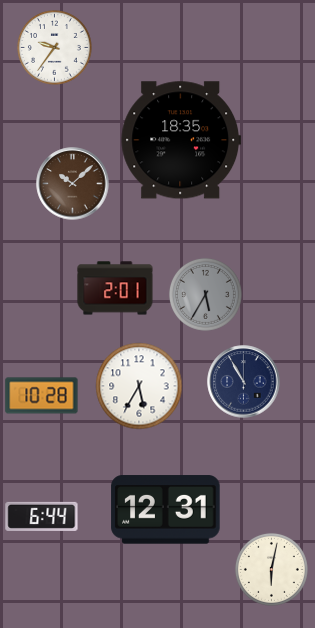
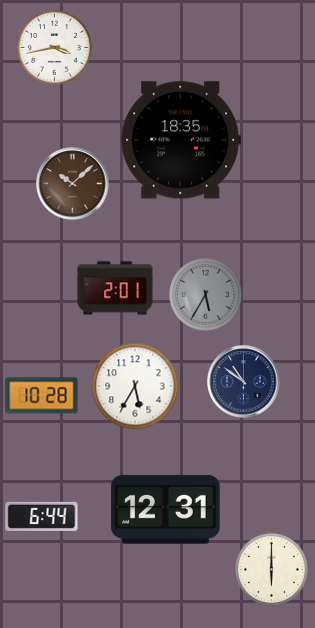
clock at (55, 48): 9:36 -> 3:43
clock at (244, 382): 10:55 -> 10:51
clock at (139, 386) position: (139, 386) -> (135, 386)
clock at (271, 569): 6:02 -> 6:00
